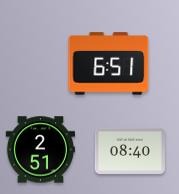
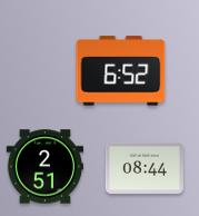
clock at (109, 64): 6:51 -> 6:52
clock at (130, 151): 08:40 -> 08:44
